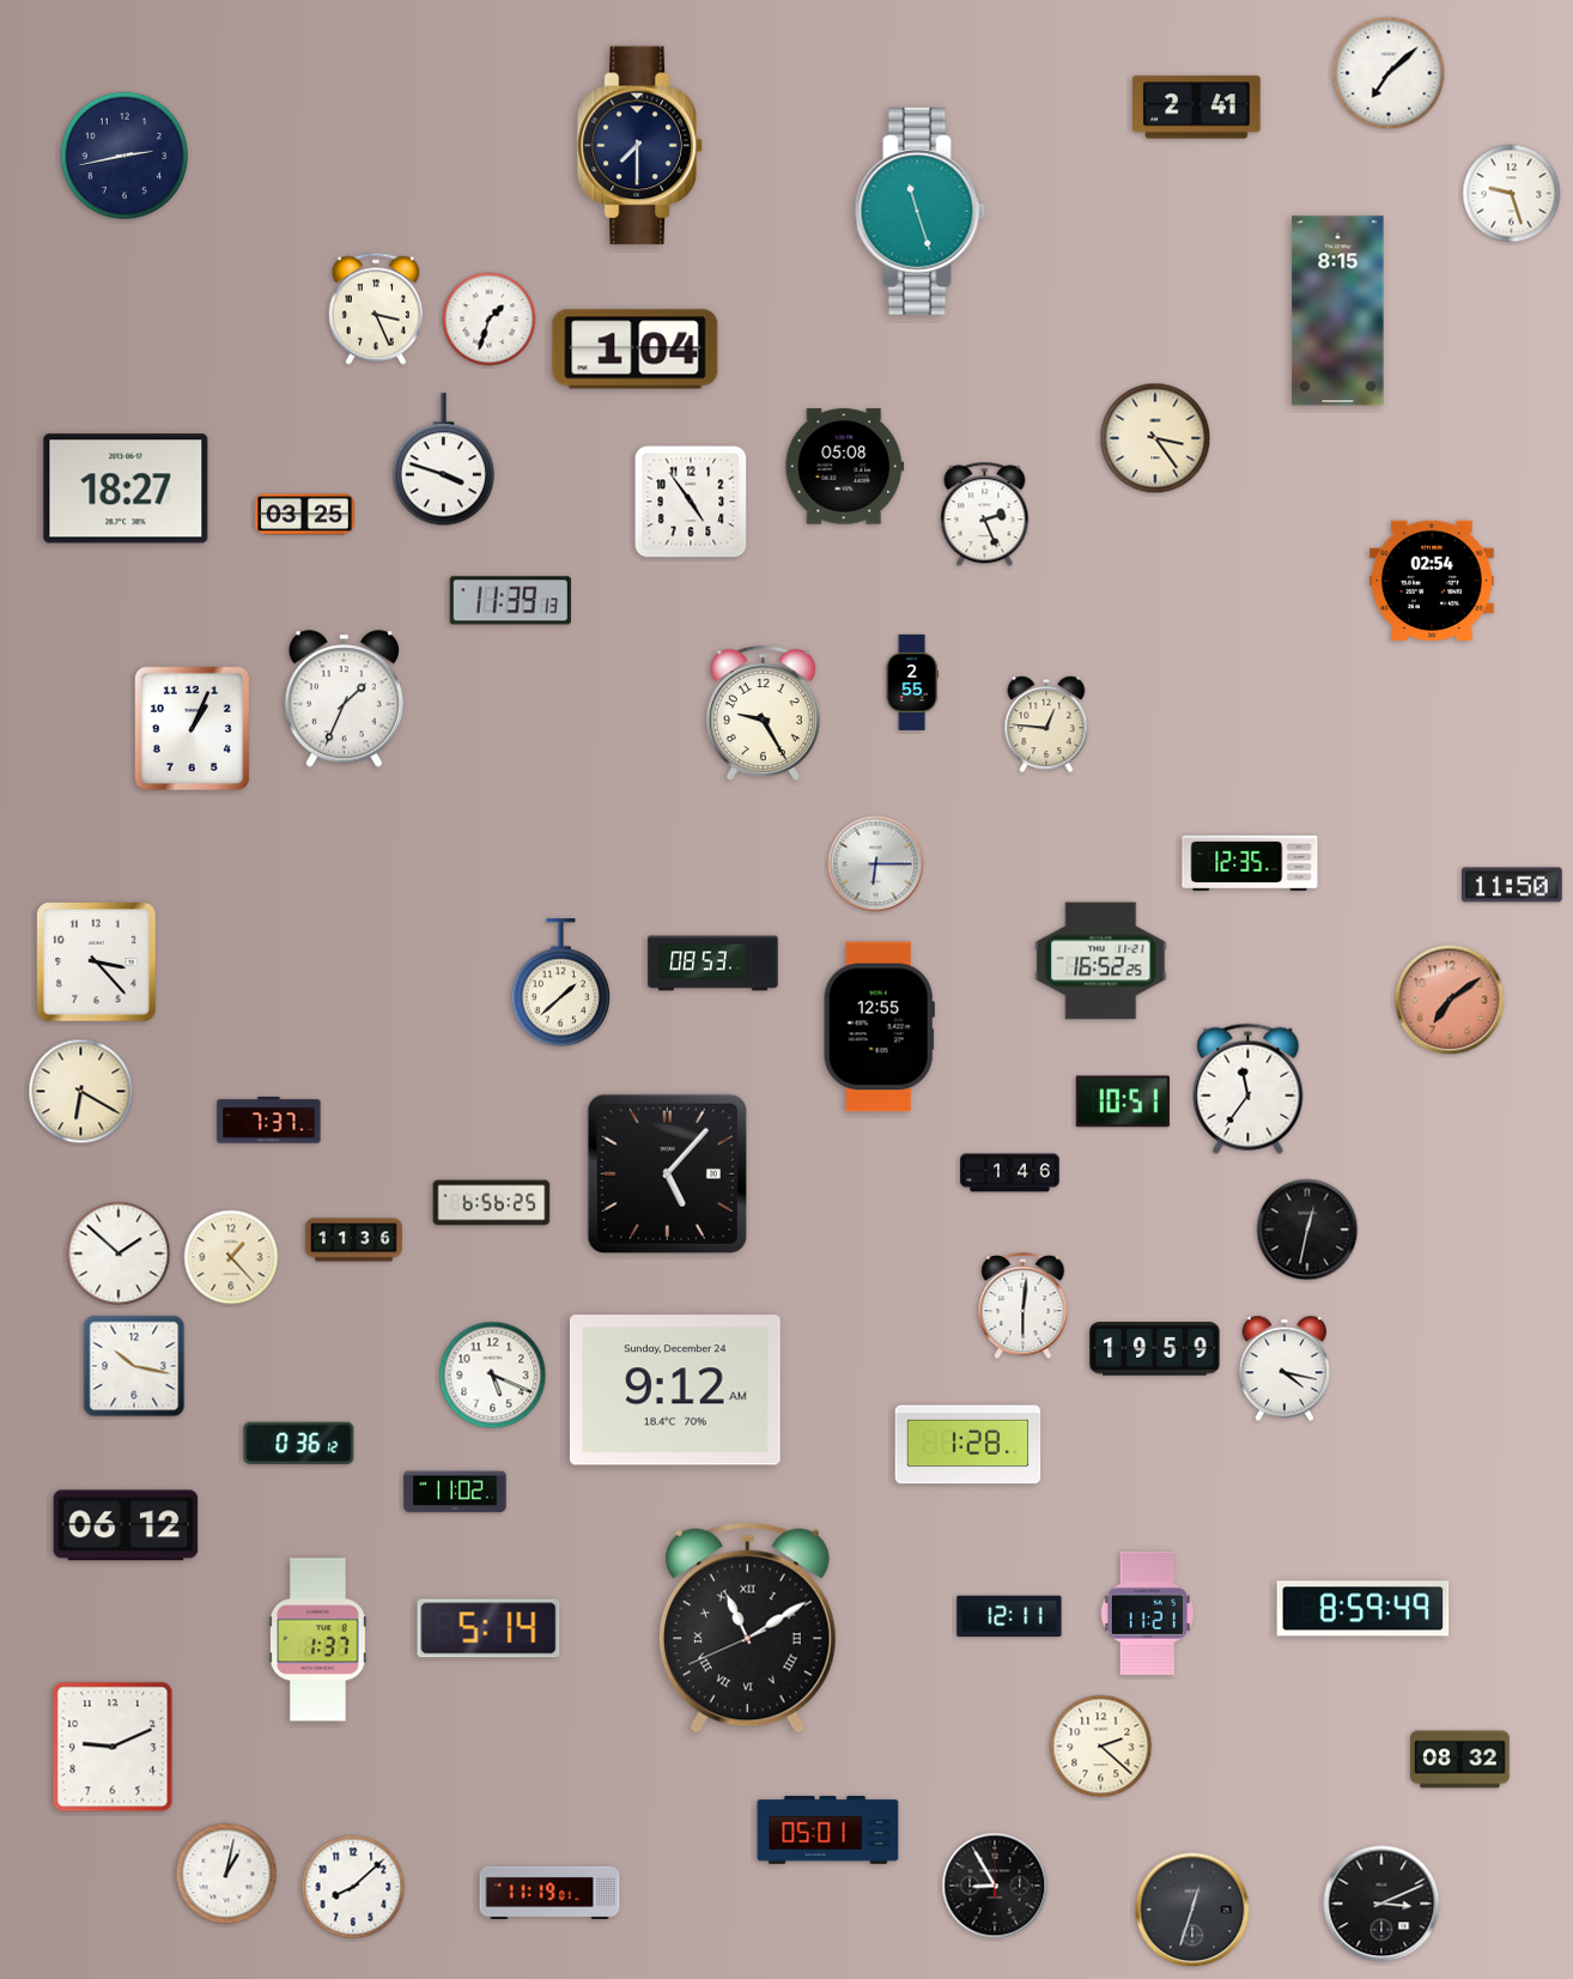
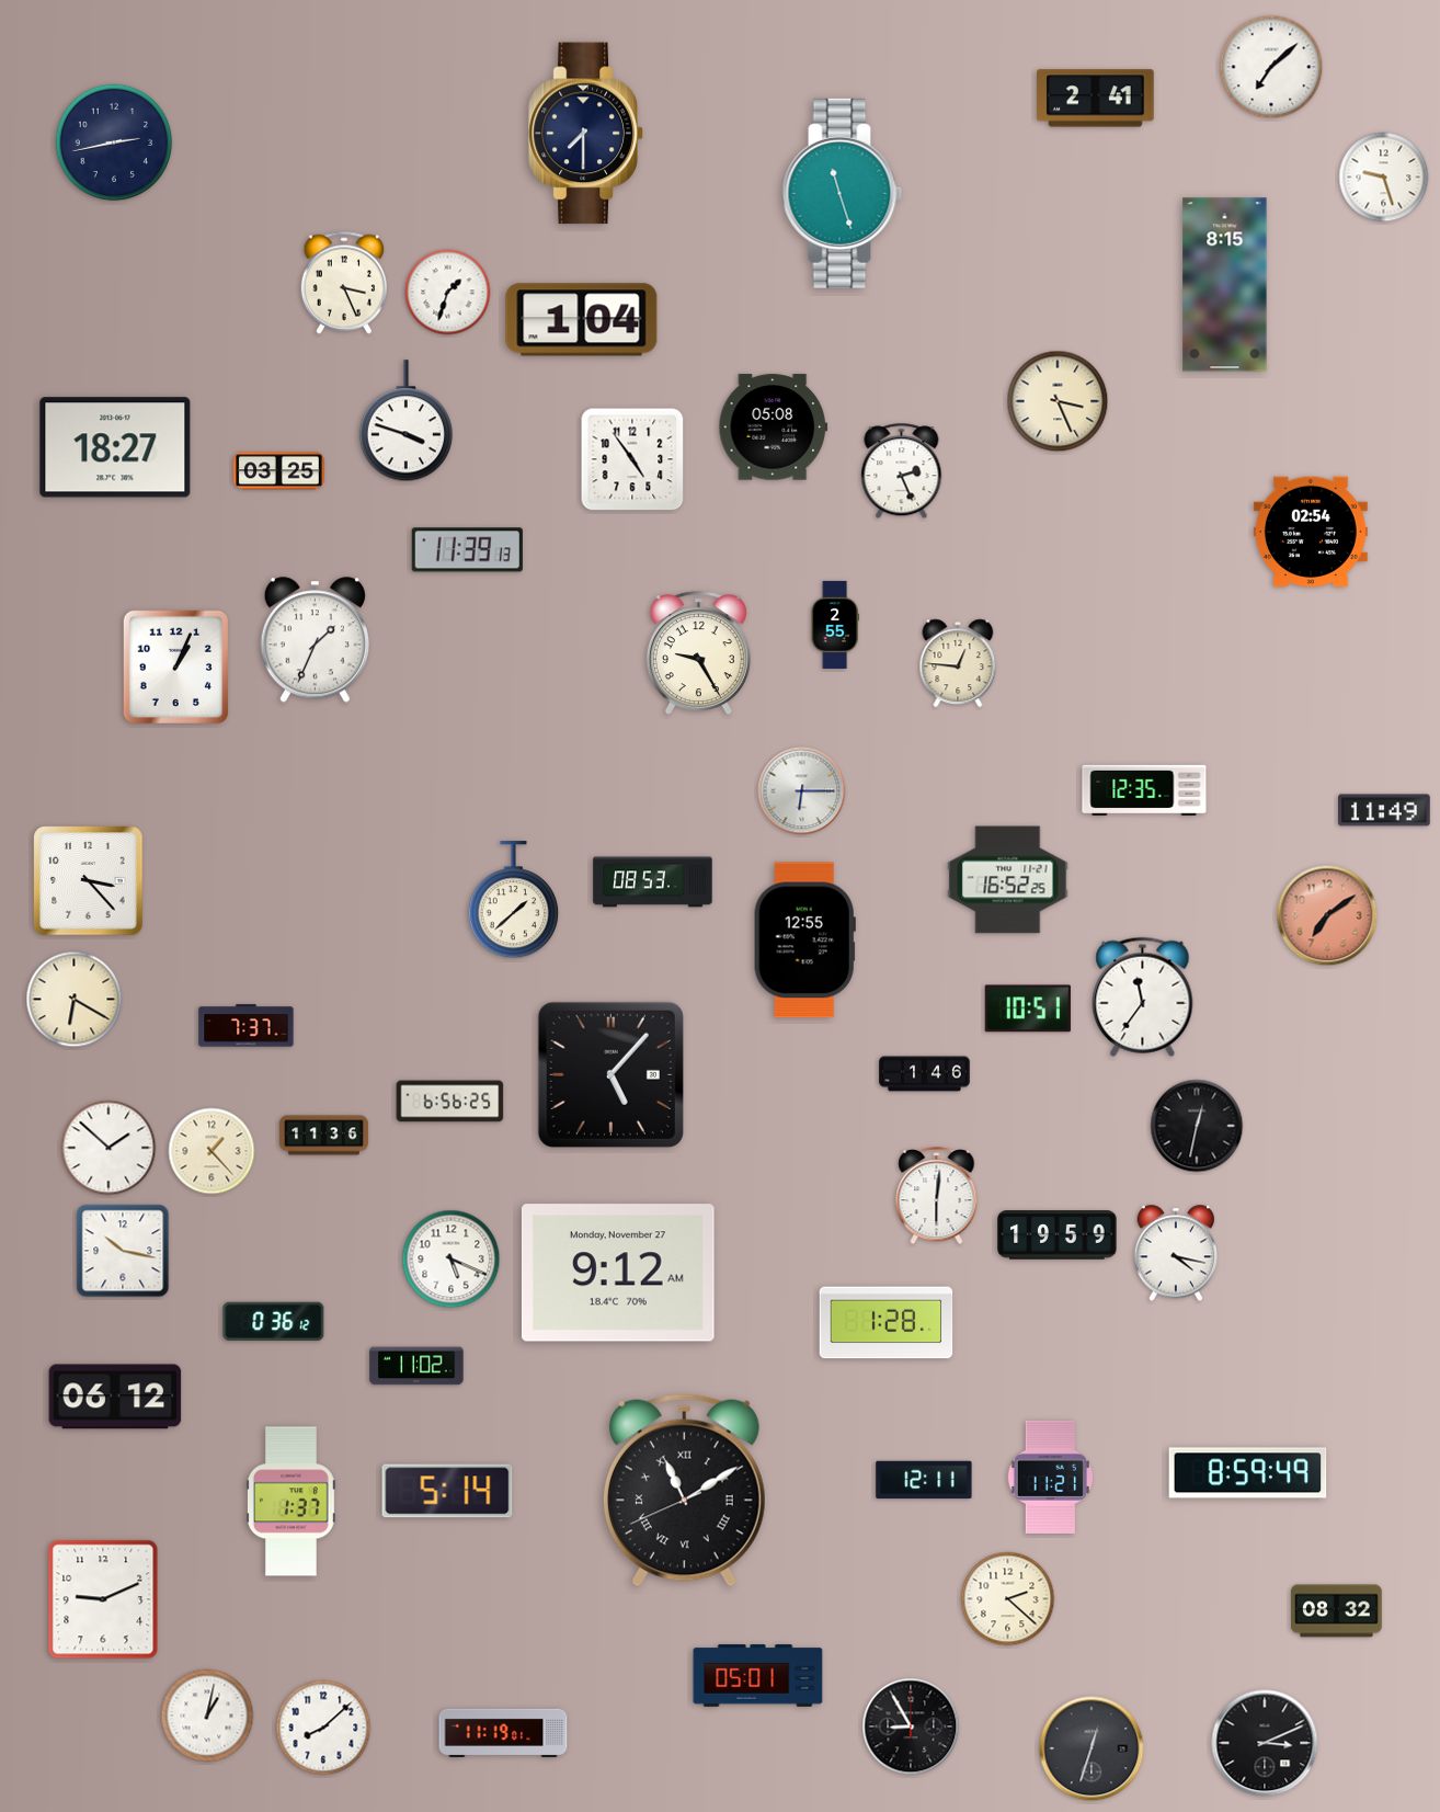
clock at (1155, 438): 3:24 -> 3:26
clock at (1512, 885): 11:50 -> 11:49
clock at (675, 1390) date: Sunday, December 24 -> Monday, November 27
